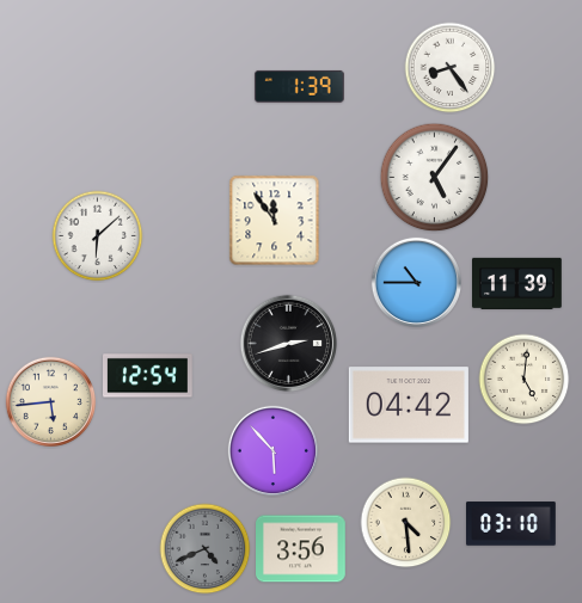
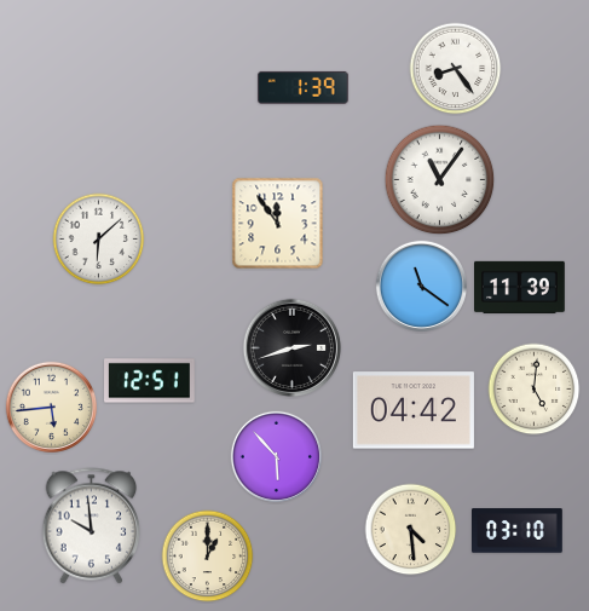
clock at (435, 178): 5:06 -> 11:06
clock at (416, 282): 10:45 -> 11:21
clock at (517, 283) position: (517, 283) -> (520, 287)
clock at (148, 376): 12:54 -> 12:51
clock at (525, 380) position: (525, 380) -> (535, 390)
clock at (92, 526): none -> 9:59
clock at (206, 549): 4:41 -> 1:00
clock at (206, 549) dial: grey -> cream
clock at (301, 549): 3:56 -> none
